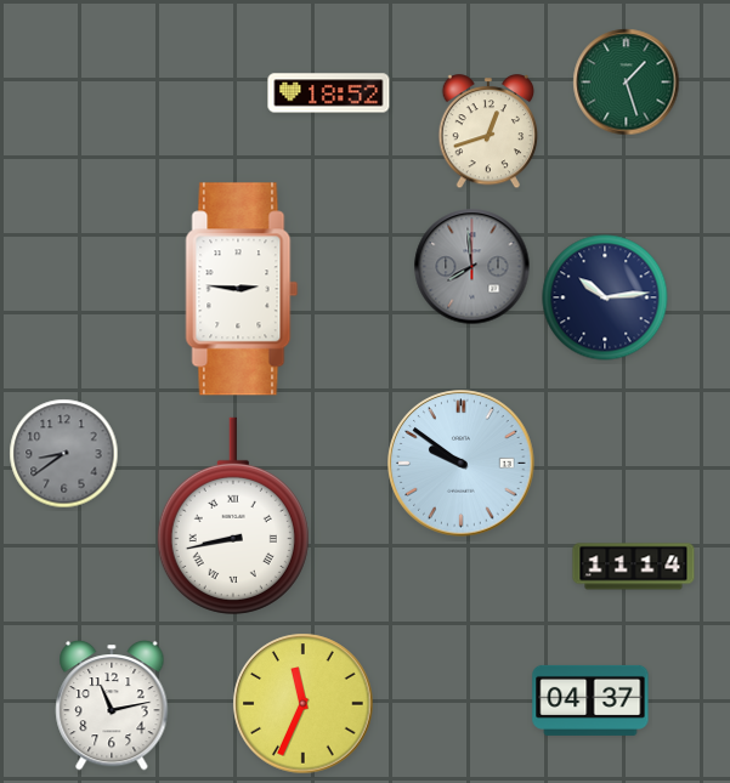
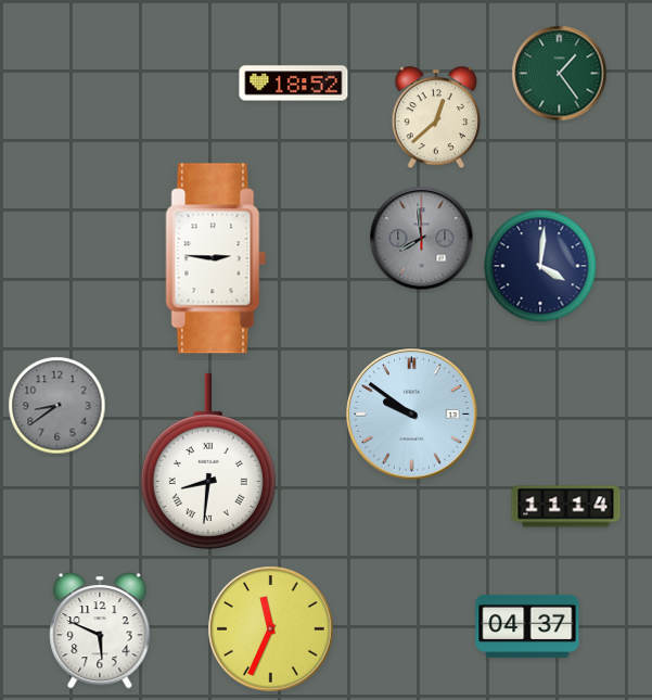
clock at (627, 83): 1:27 -> 1:24
clock at (488, 132): 12:42 -> 12:38
clock at (605, 297): 10:14 -> 4:01
clock at (233, 516): 8:43 -> 8:31
clock at (112, 705): 11:13 -> 5:49
